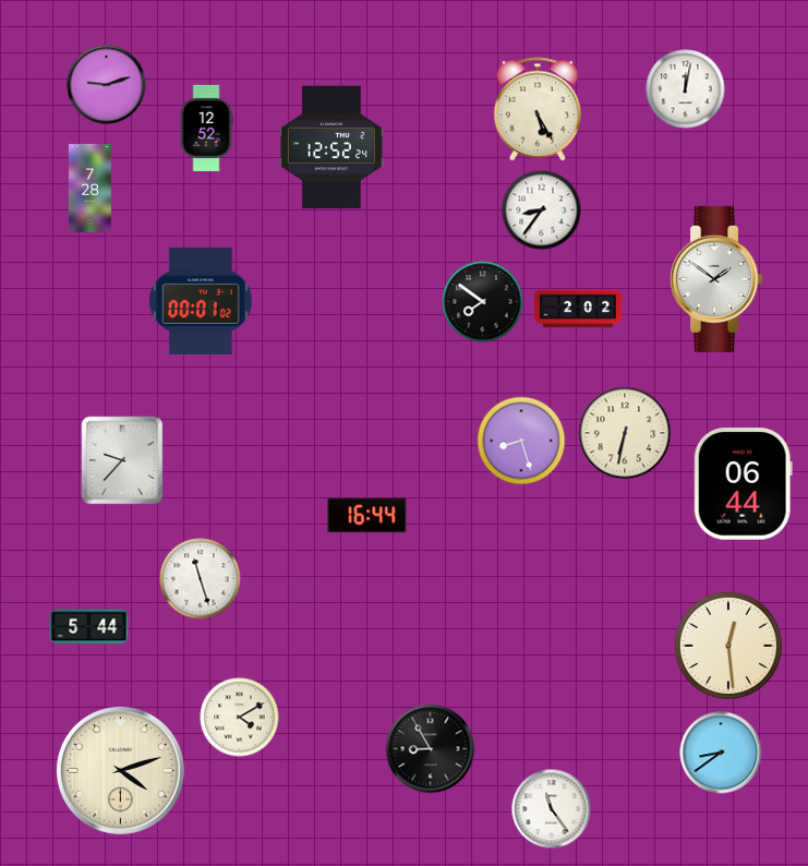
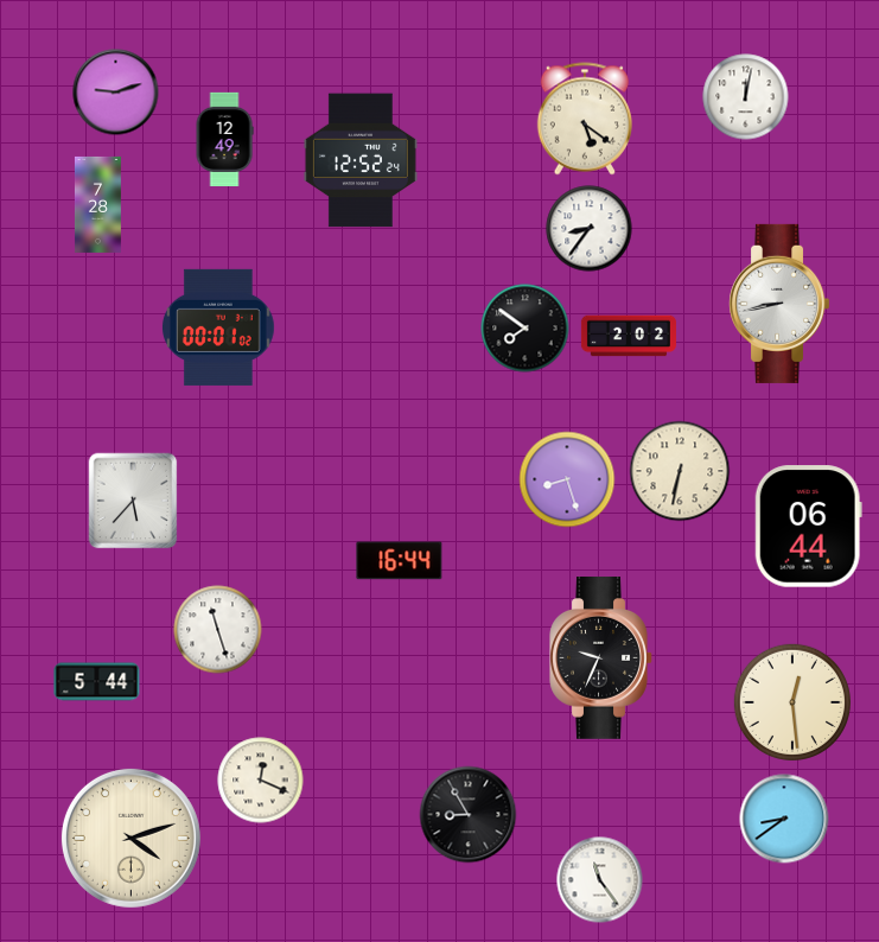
clock at (536, 109): 5:25 -> 5:21
clock at (206, 129): 12:52 -> 12:49
clock at (716, 279): 1:51 -> 8:43
clock at (122, 460): 9:37 -> 5:37
clock at (601, 658): none -> 9:34
clock at (240, 718): 4:10 -> 12:19
